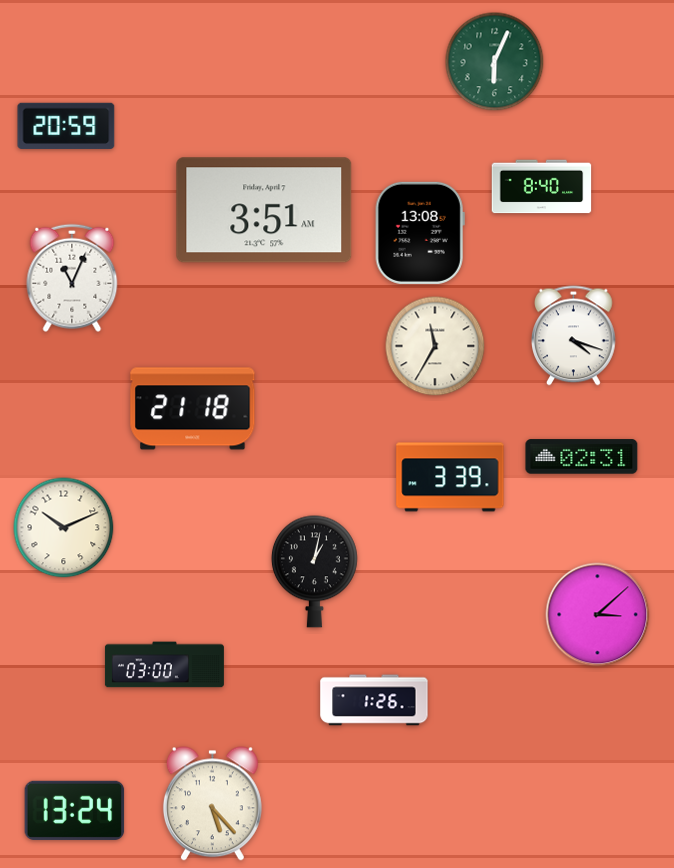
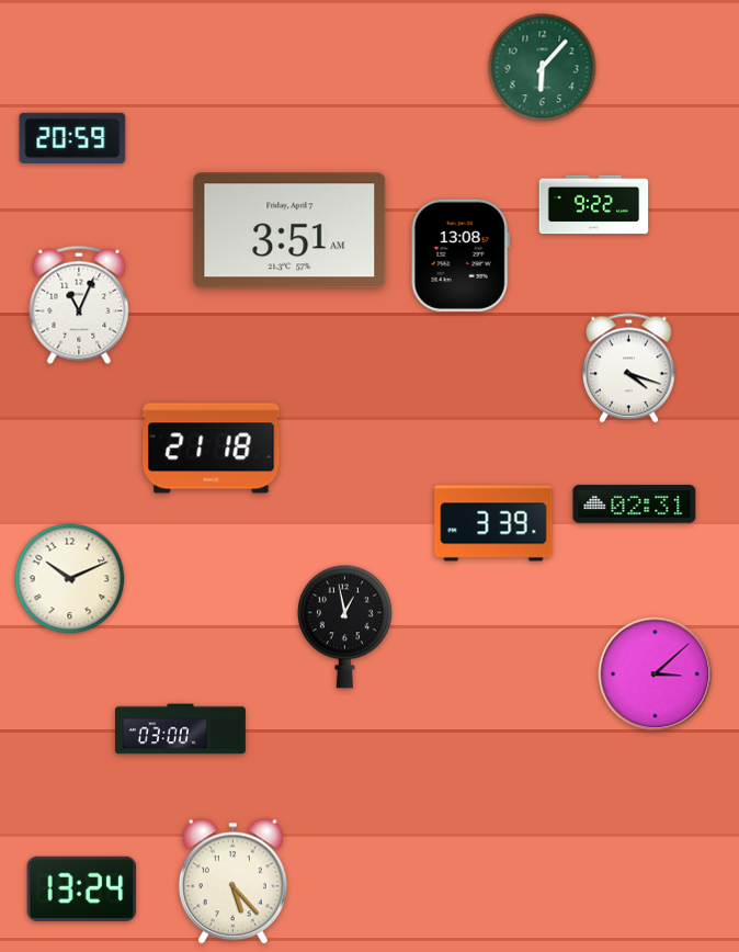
clock at (495, 62): 6:04 -> 6:07
clock at (542, 187): 8:40 -> 9:22
clock at (435, 346): 11:35 -> none
clock at (582, 457) position: (582, 457) -> (635, 505)
clock at (314, 571): 1:02 -> 12:58
clock at (374, 700): 1:26 -> none
